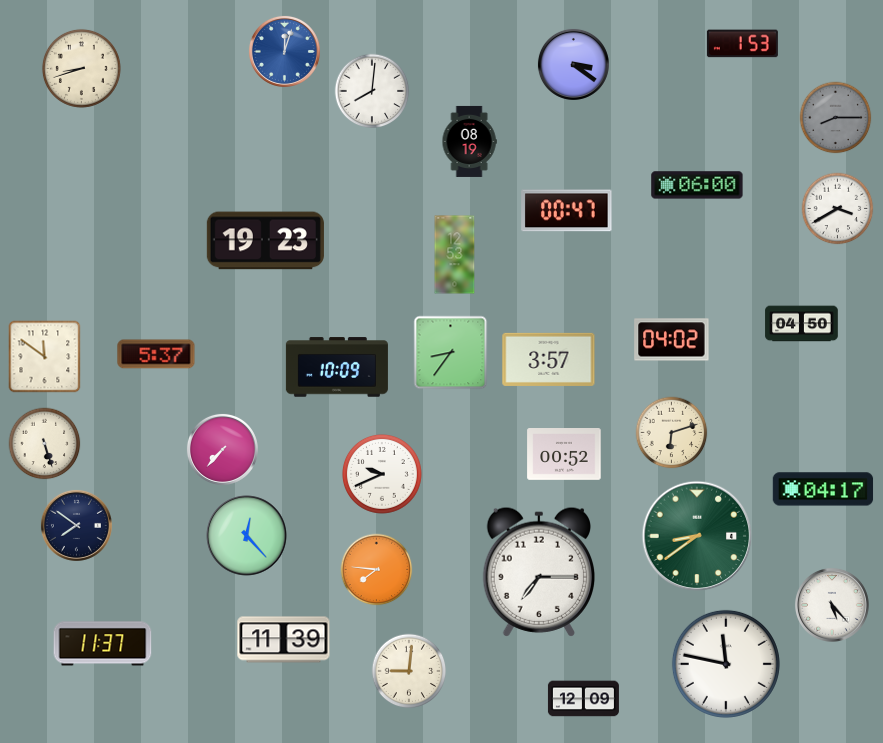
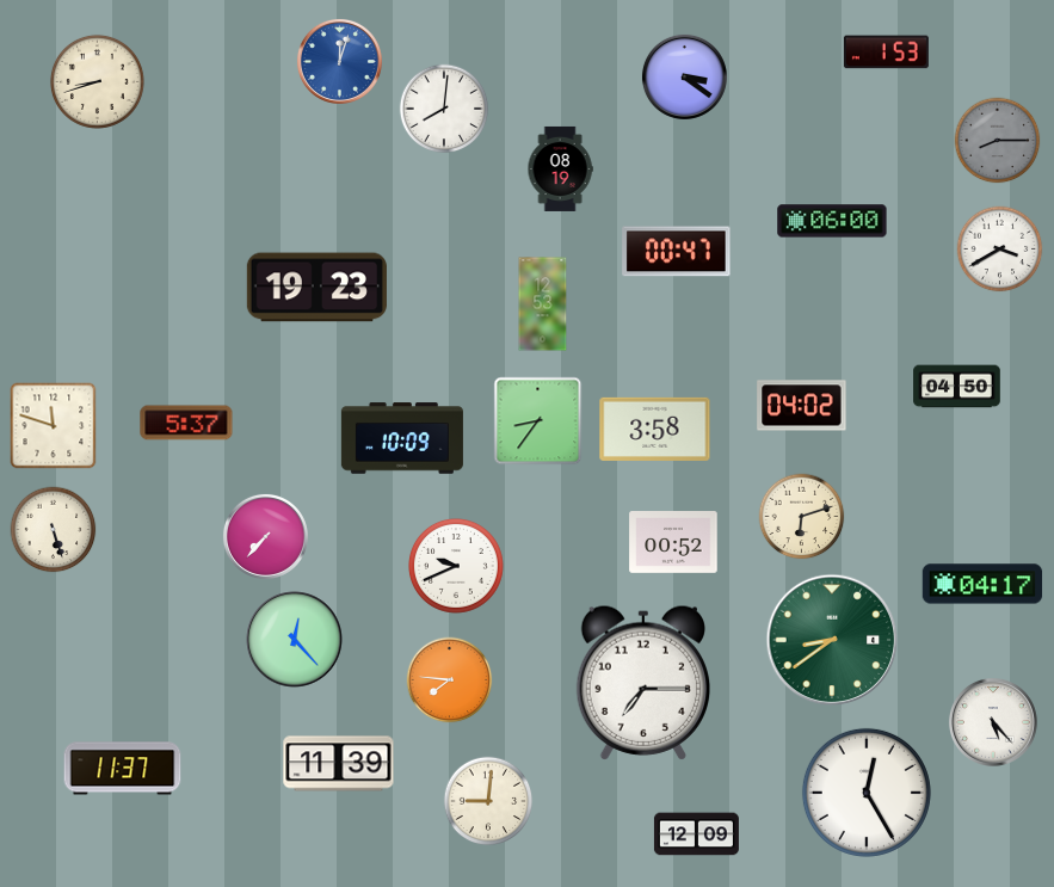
clock at (45, 357): 11:51 -> 11:48
clock at (549, 359): 3:57 -> 3:58
clock at (76, 525): 7:51 -> none
clock at (726, 664): 11:47 -> 12:25
